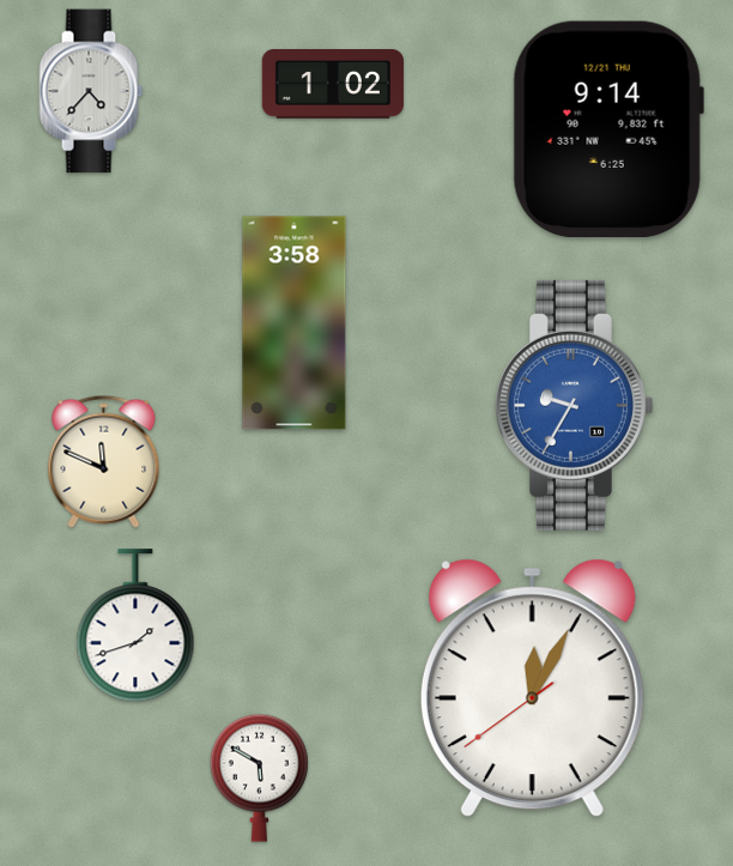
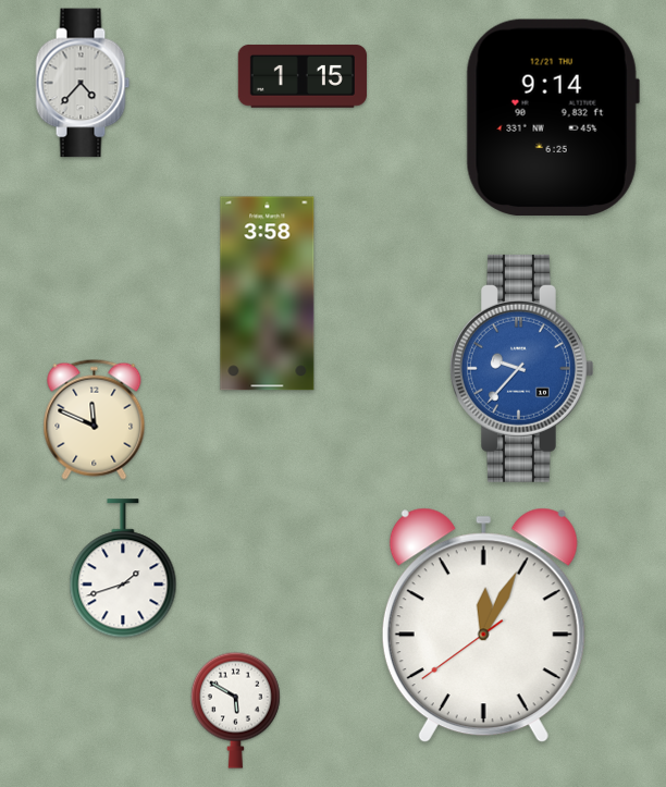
clock at (333, 85): 1:02 -> 1:15
clock at (574, 405): 9:35 -> 9:37
clock at (259, 777) position: (259, 777) -> (235, 710)
